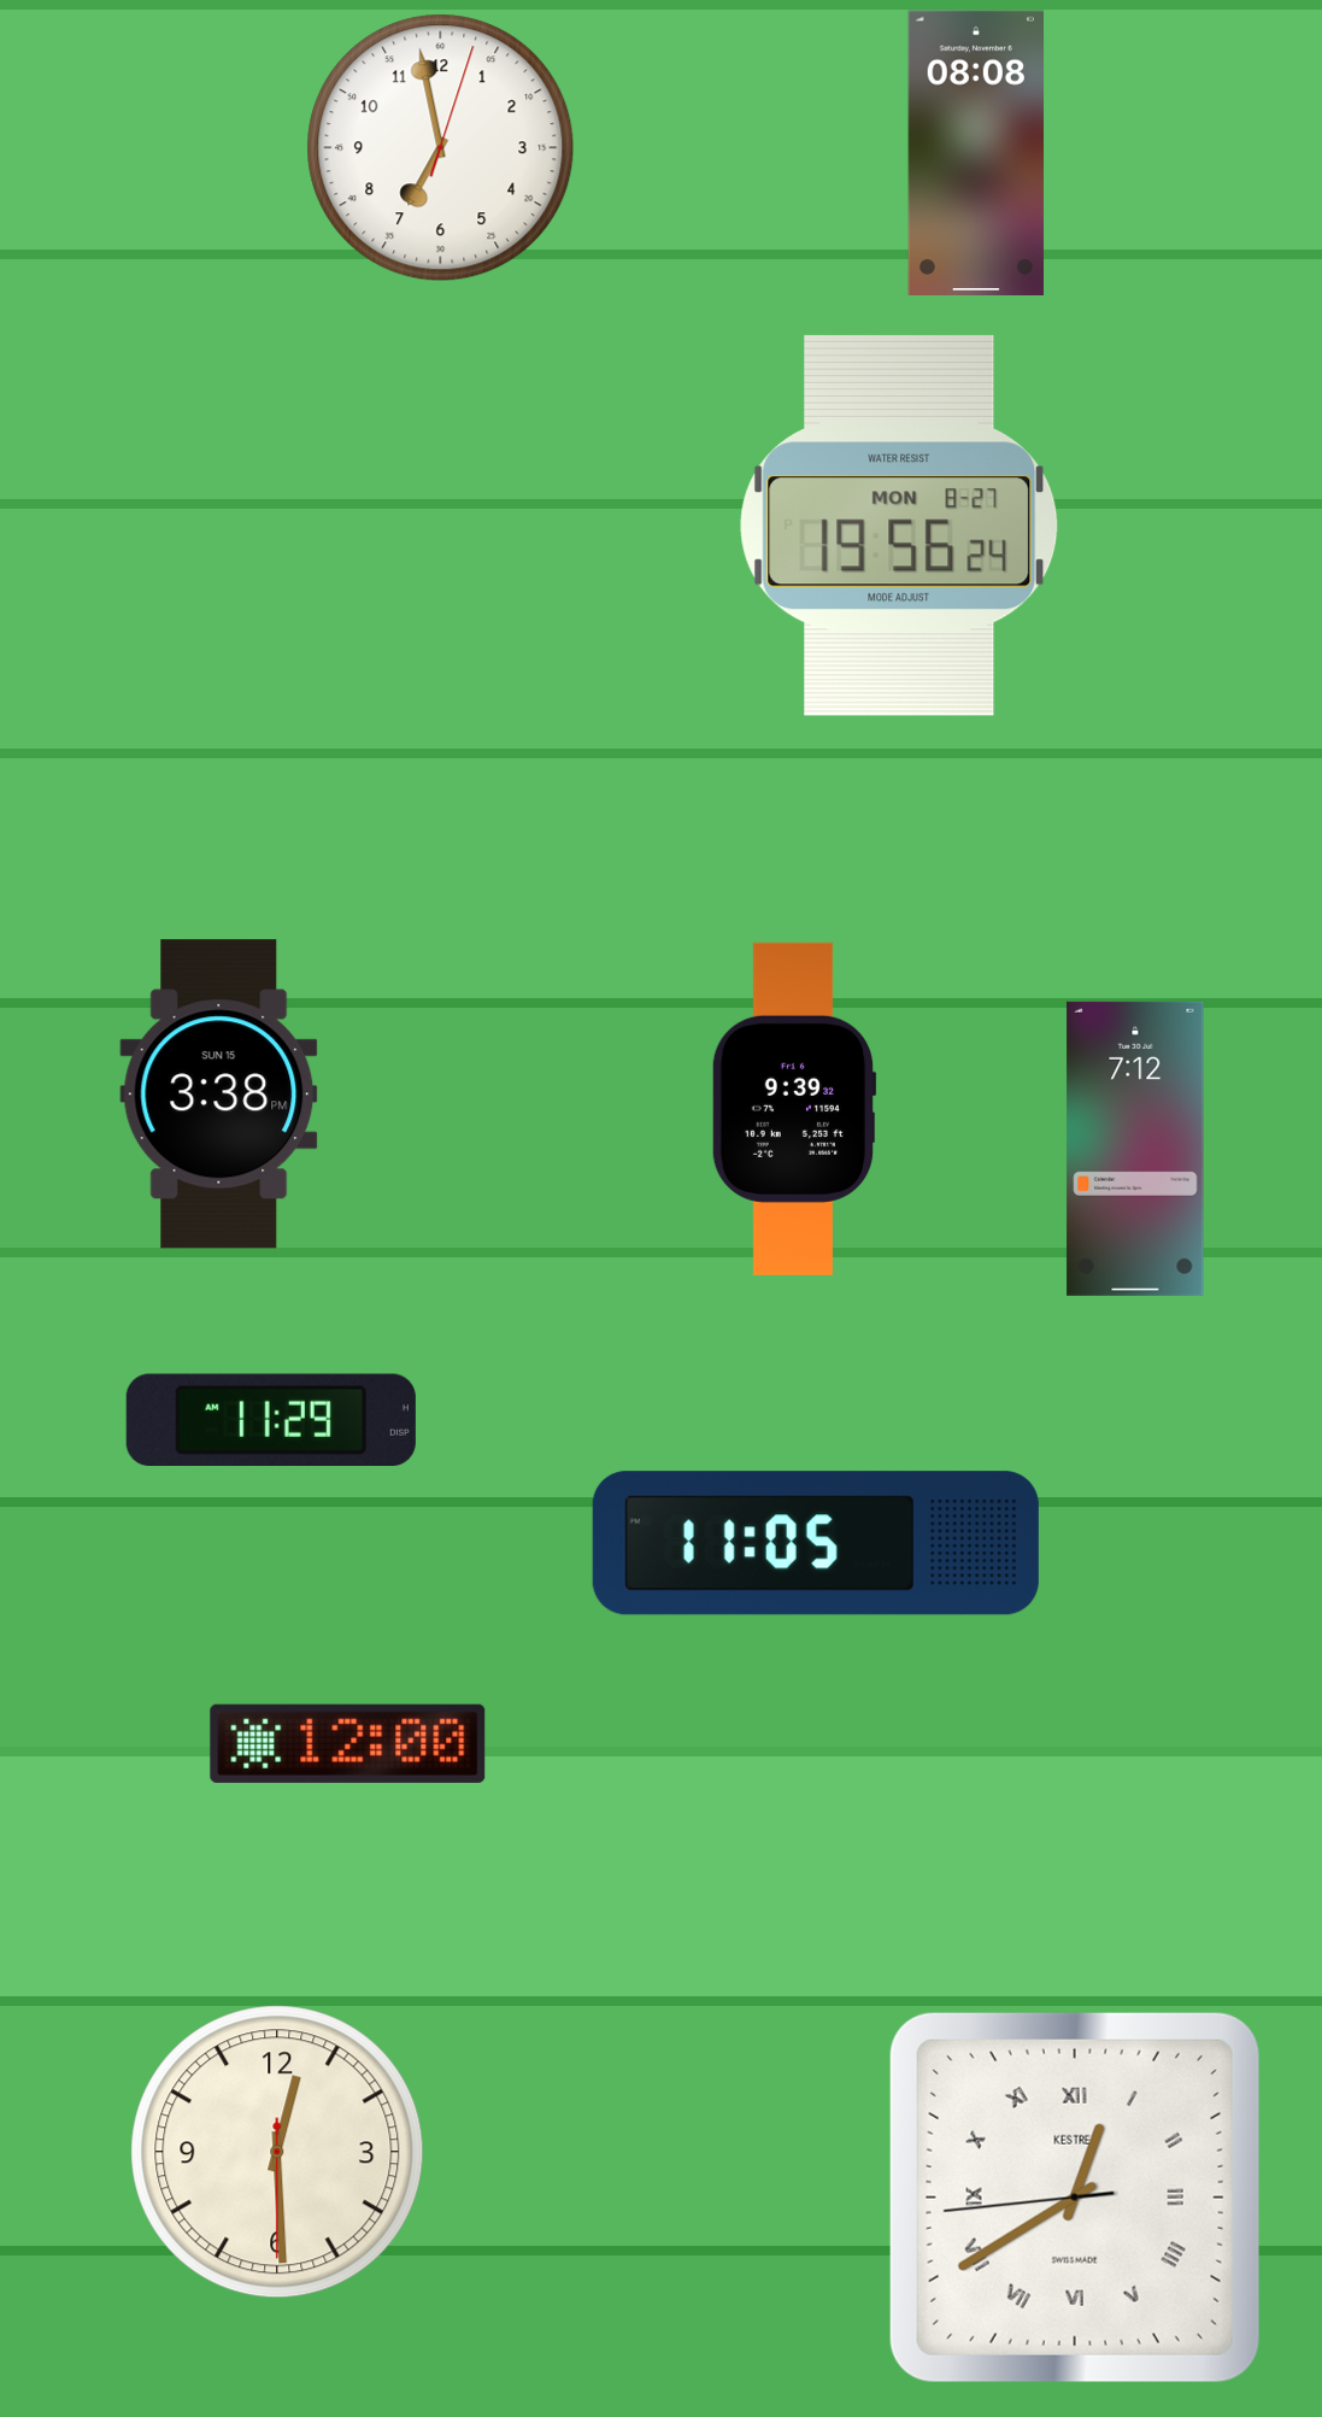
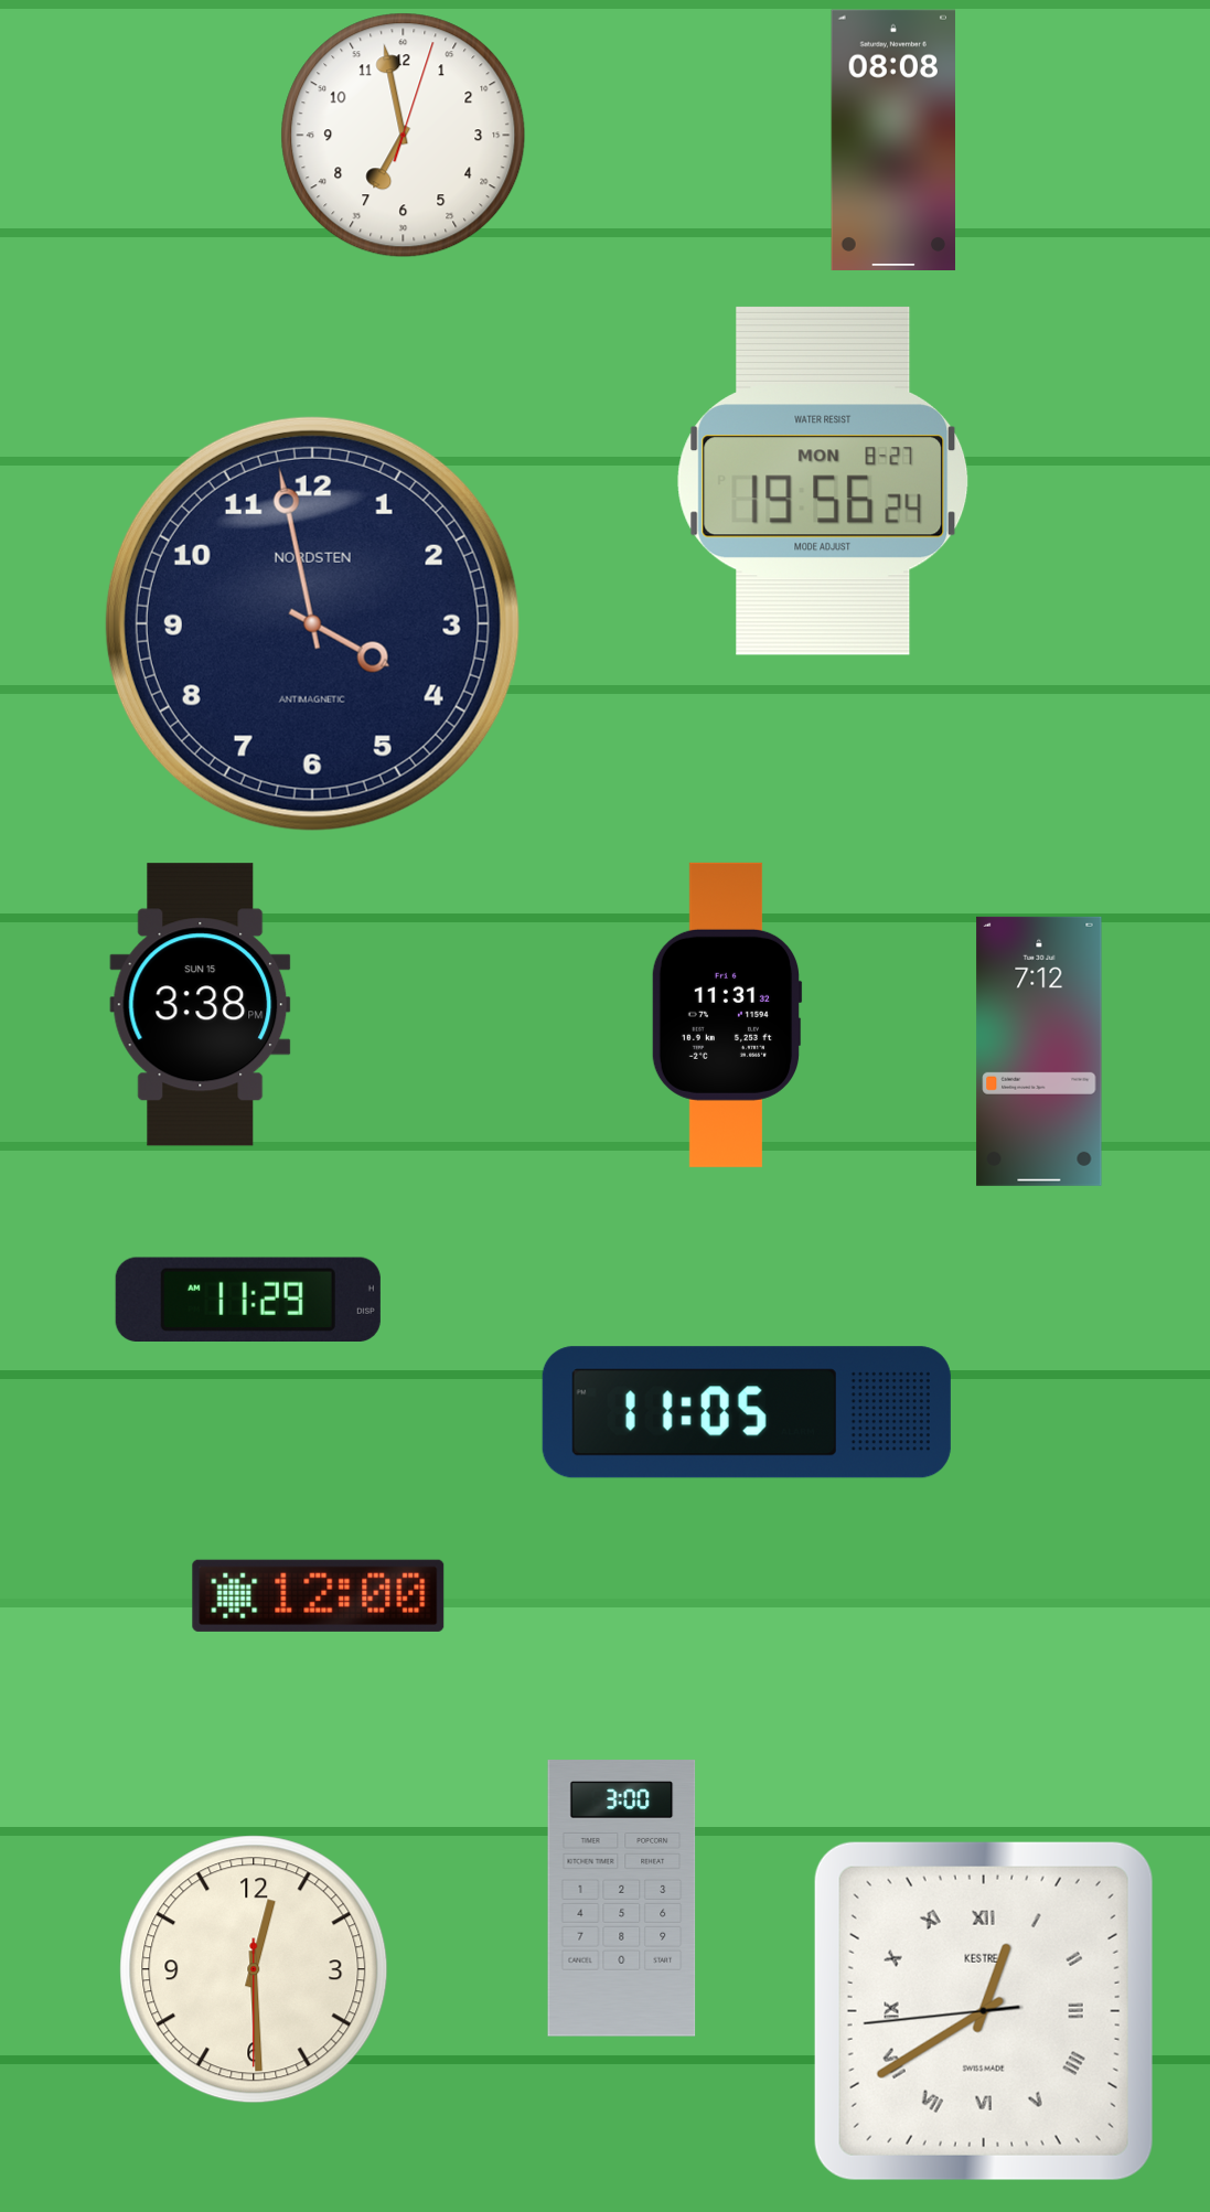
clock at (312, 623): none -> 3:58
clock at (219, 1095) position: (219, 1095) -> (201, 1005)
clock at (794, 1109): 9:39 -> 11:31
clock at (622, 1899): none -> 3:00
